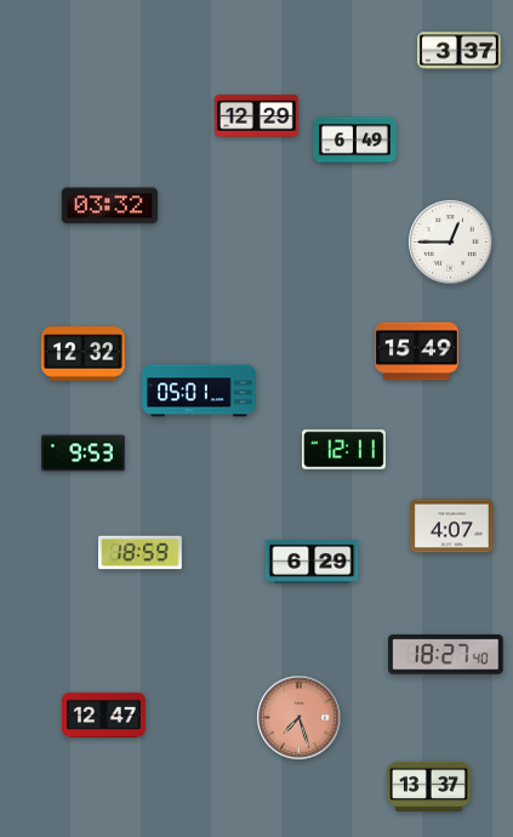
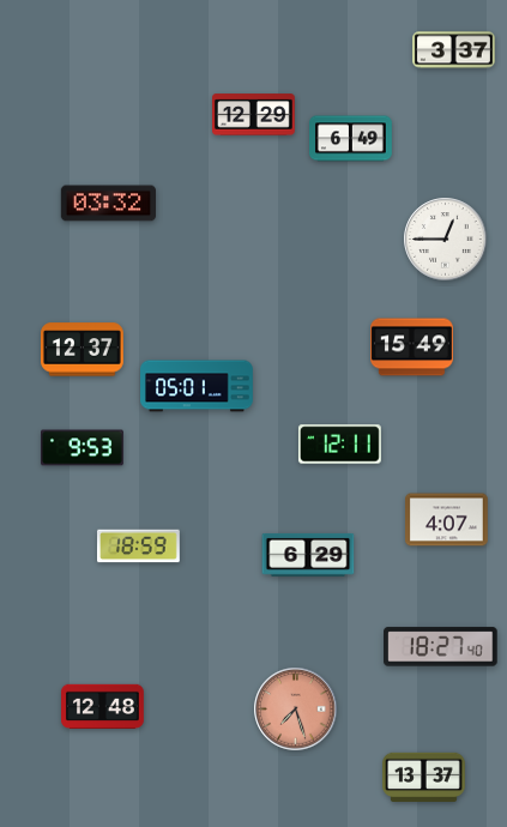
clock at (82, 354): 12:32 -> 12:37
clock at (104, 714): 12:47 -> 12:48
